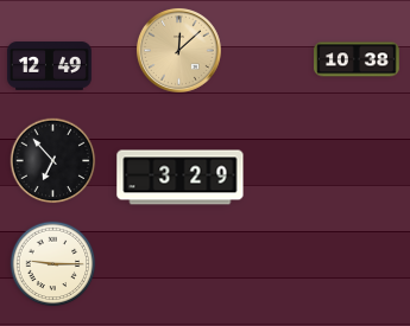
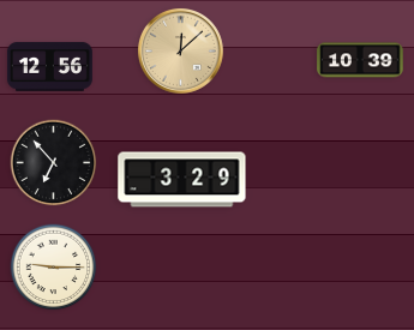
clock at (357, 59): 10:38 -> 10:39
clock at (49, 66): 12:49 -> 12:56
